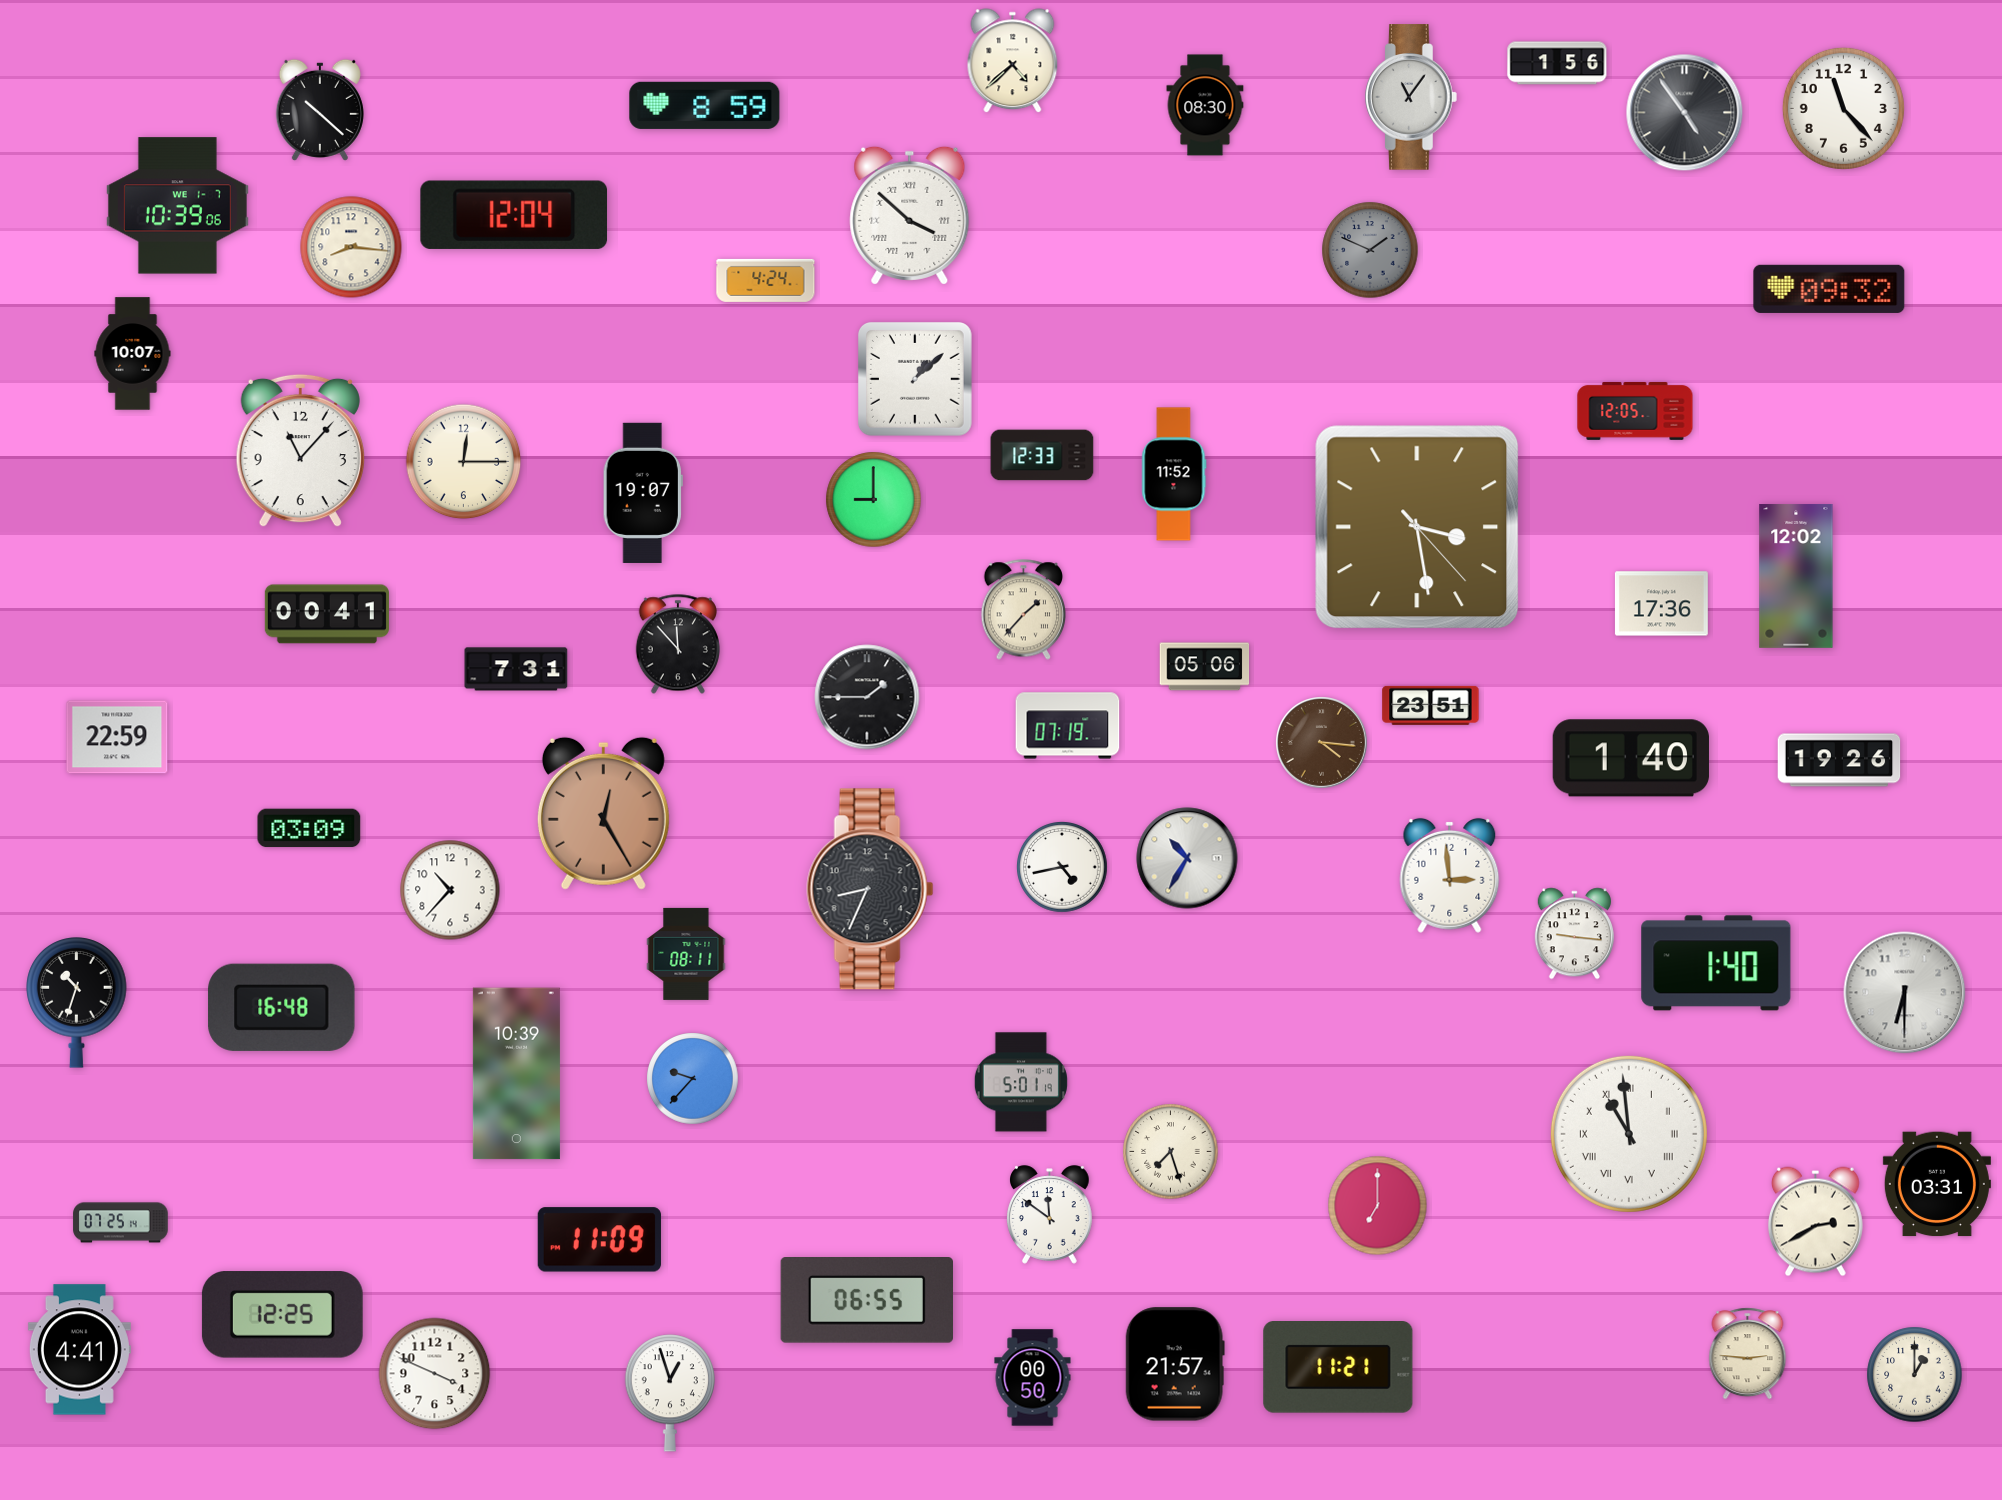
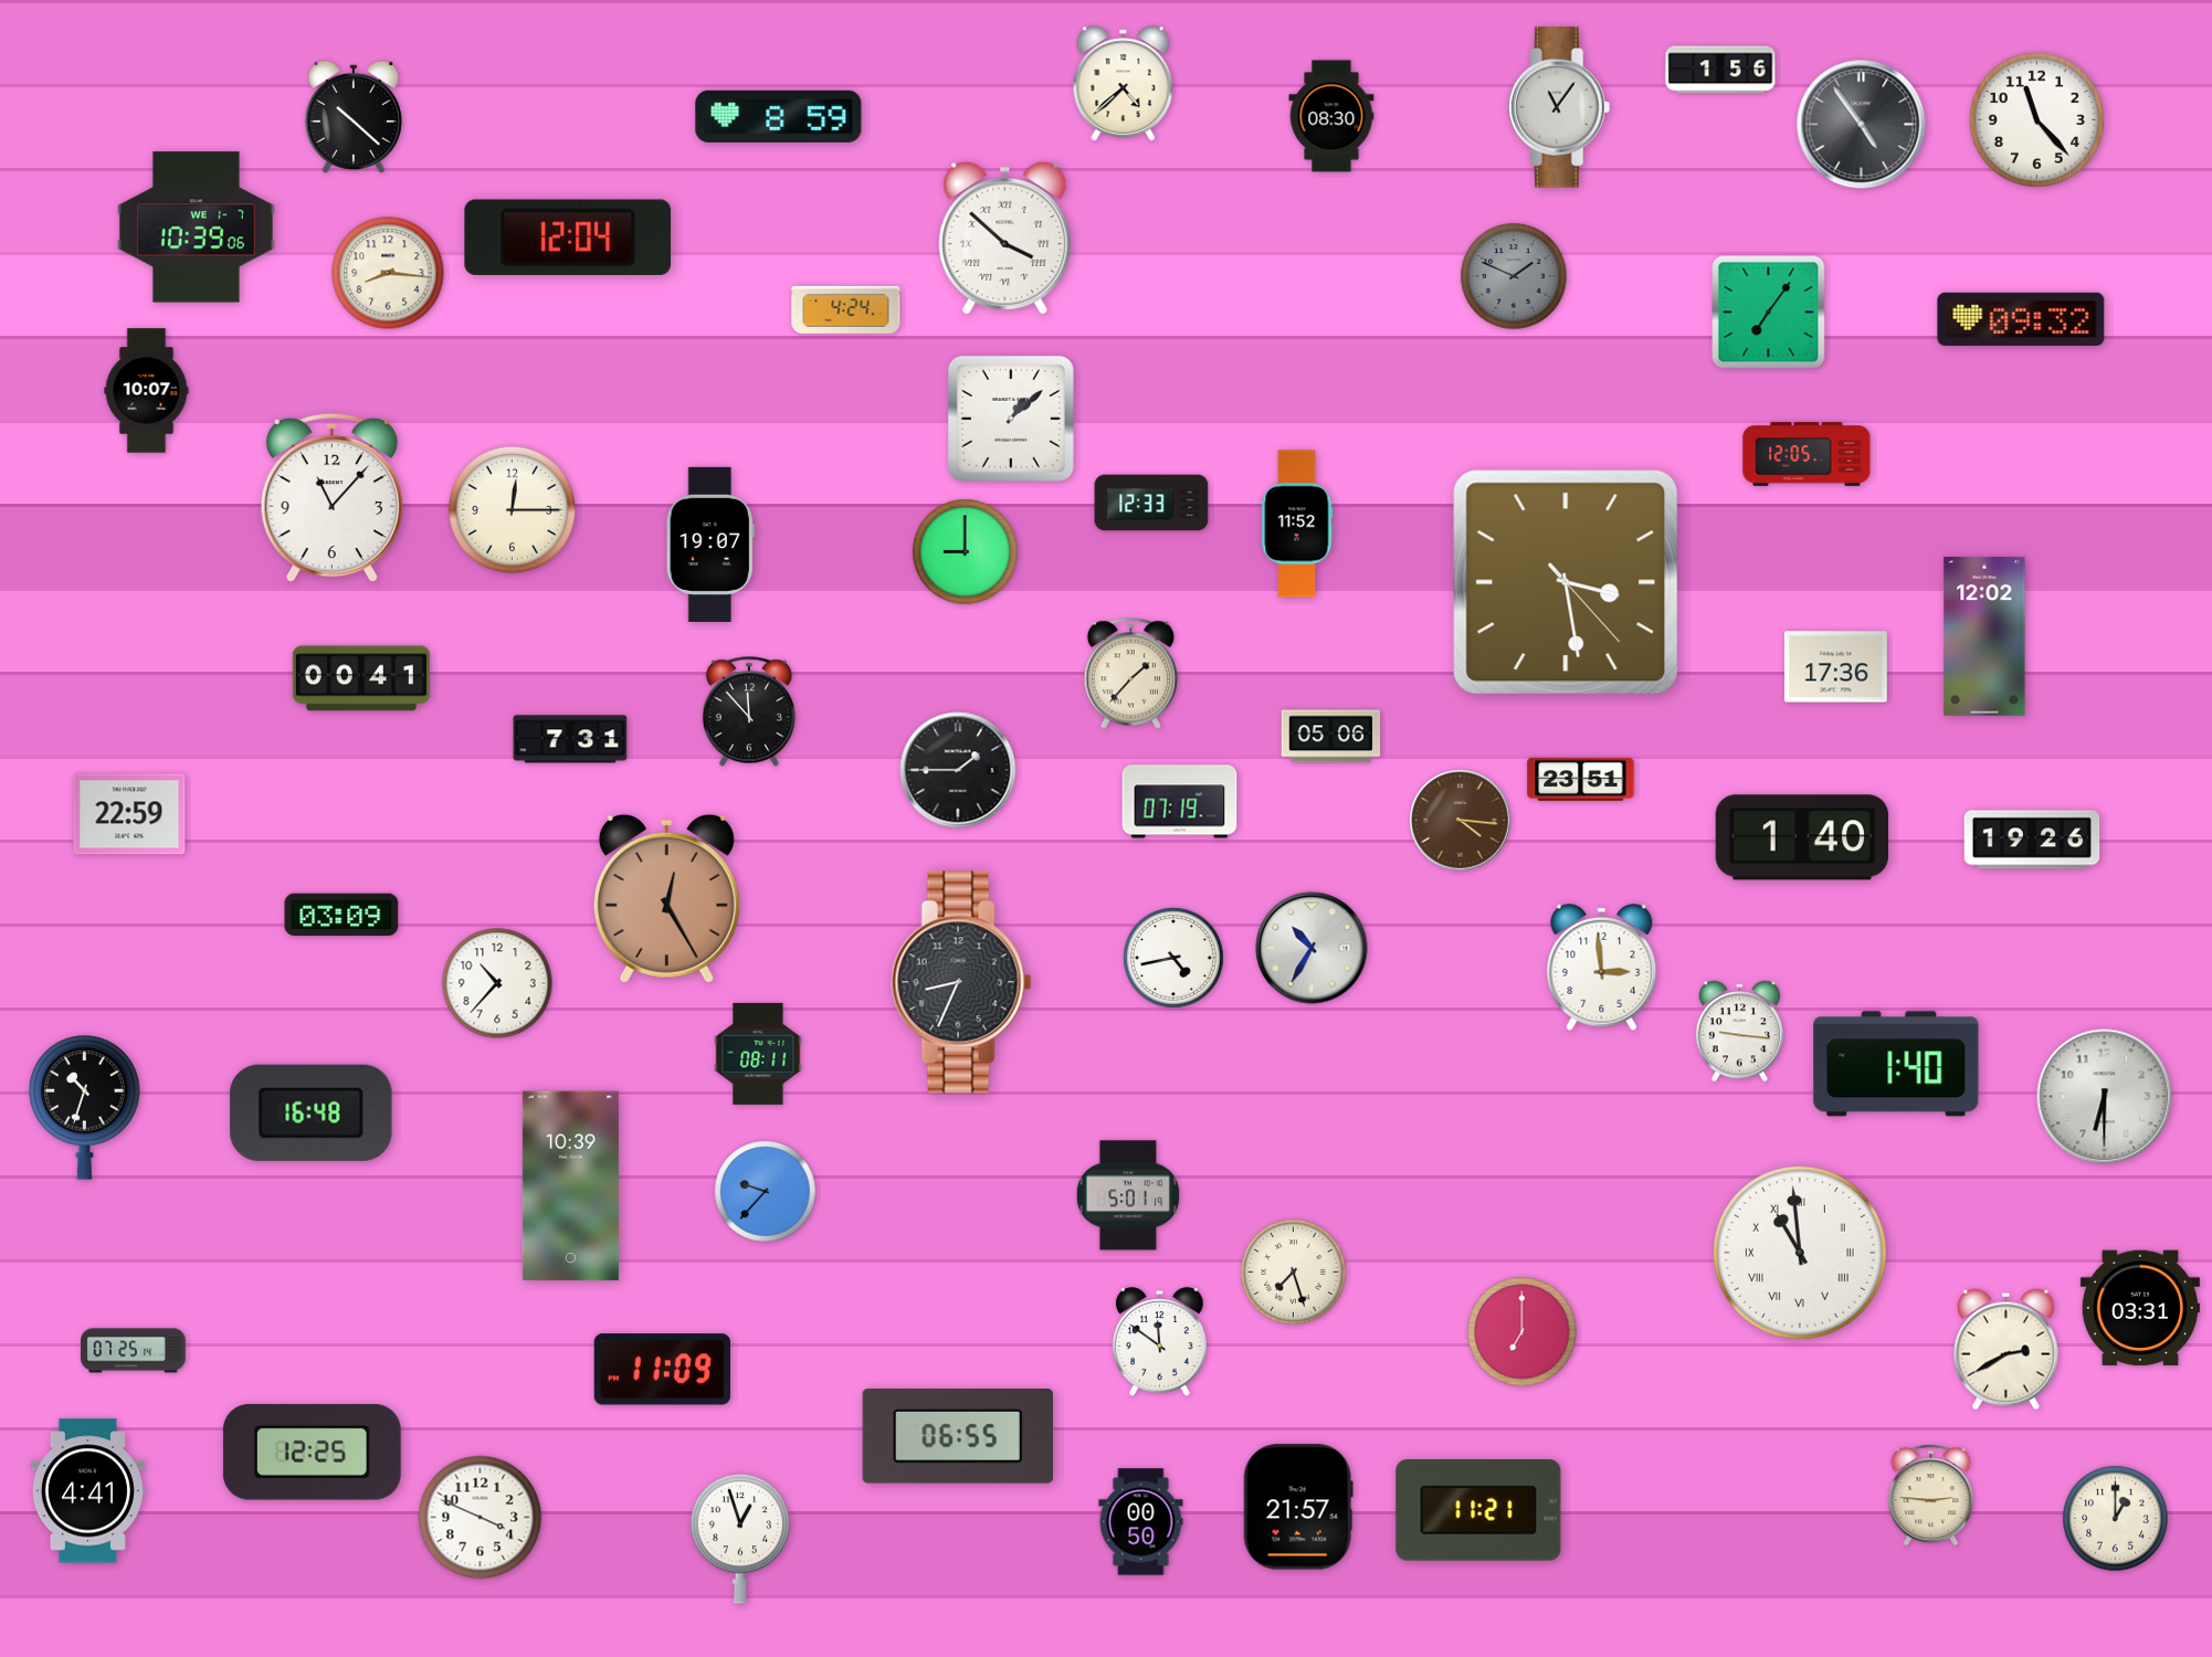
clock at (1013, 61) position: (1013, 61) -> (1124, 84)
clock at (320, 110) position: (320, 110) -> (354, 117)
clock at (1769, 313): none -> 7:06
